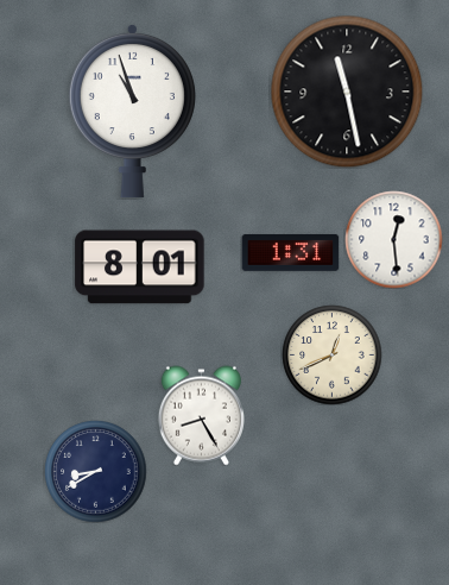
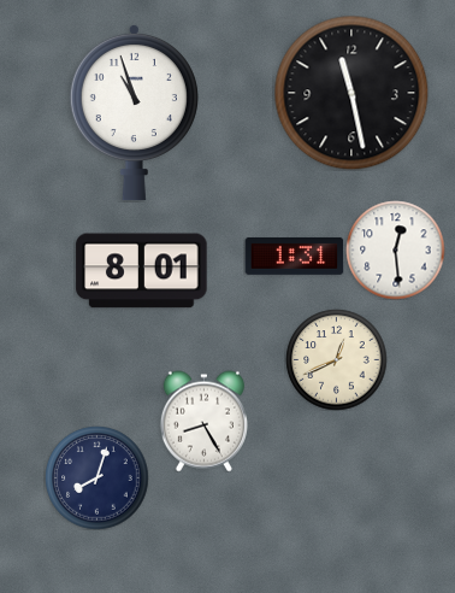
clock at (393, 239) position: (393, 239) -> (395, 249)
clock at (95, 471): 8:40 -> 8:03
